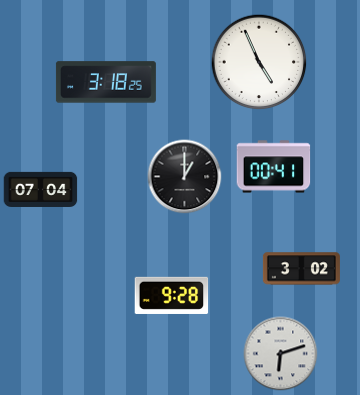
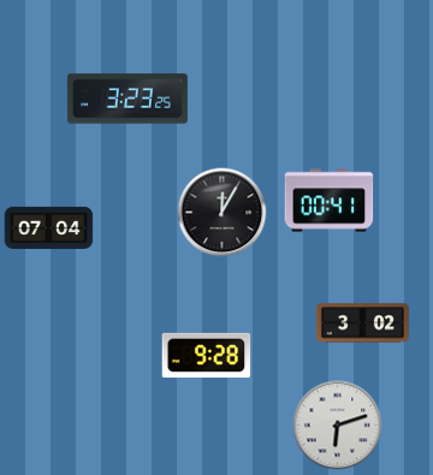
clock at (259, 62): 4:56 -> none
clock at (106, 82): 3:18 -> 3:23
clock at (185, 177): 1:00 -> 12:05
